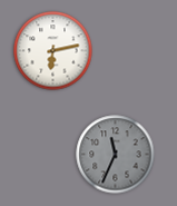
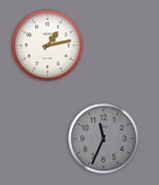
clock at (53, 51): 6:13 -> 1:13
